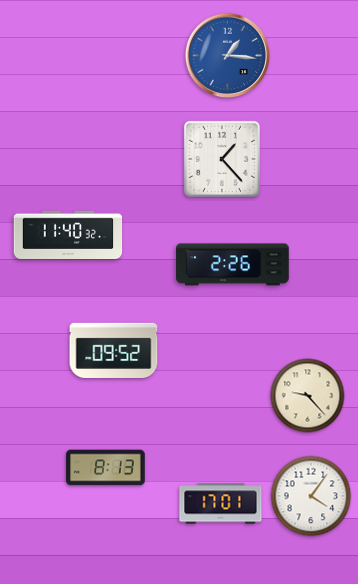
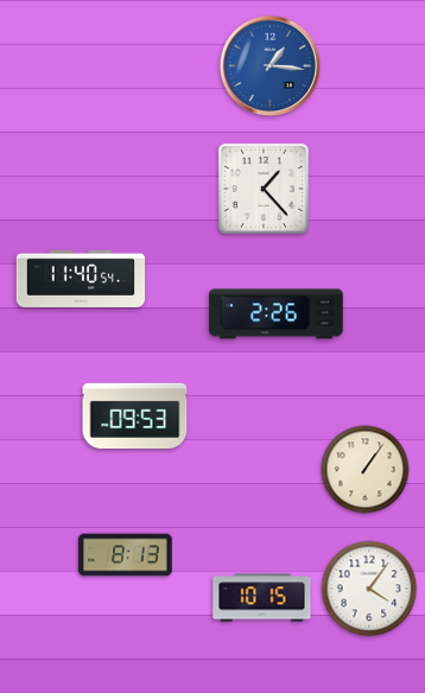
clock at (68, 234): 11:40:32 -> 11:40:54
clock at (114, 350): 09:52 -> 09:53
clock at (308, 396): 9:23 -> 1:06
clock at (221, 504): 17:01 -> 10:15
